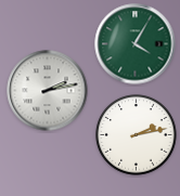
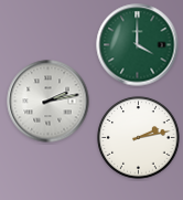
clock at (136, 44): 4:05 -> 4:00
clock at (48, 91) position: (48, 91) -> (49, 102)
